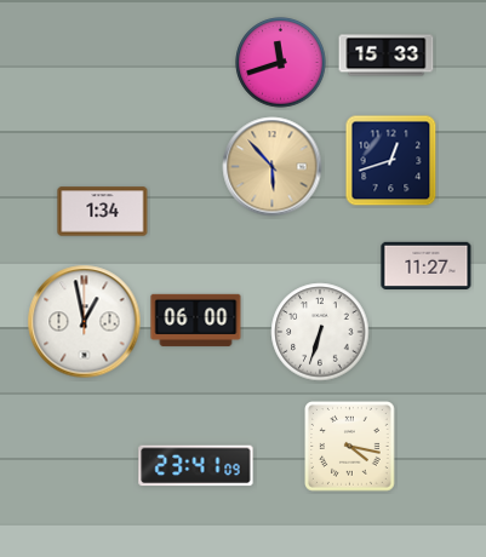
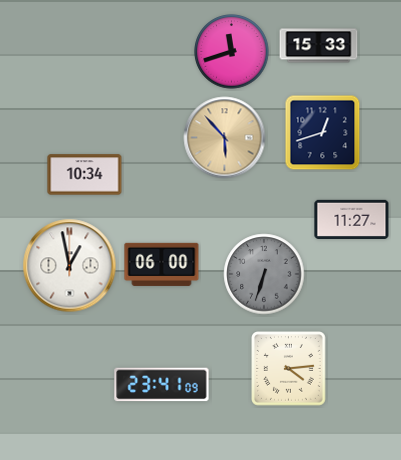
clock at (103, 212): 1:34 -> 10:34
clock at (320, 332) dial: white -> grey
clock at (350, 447): 4:17 -> 4:14
